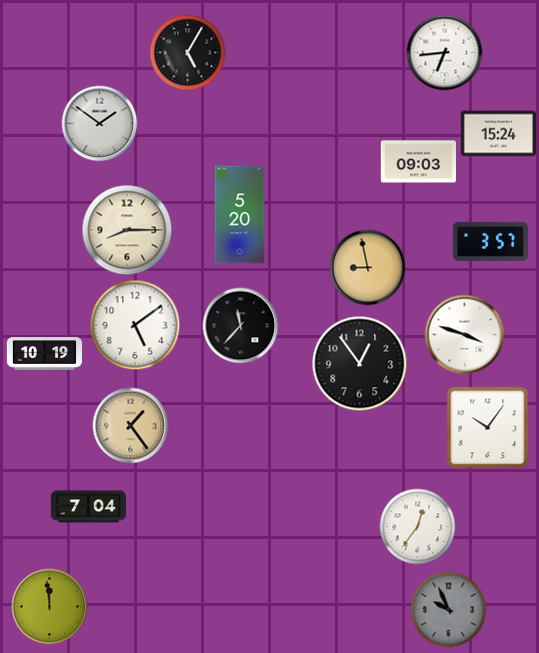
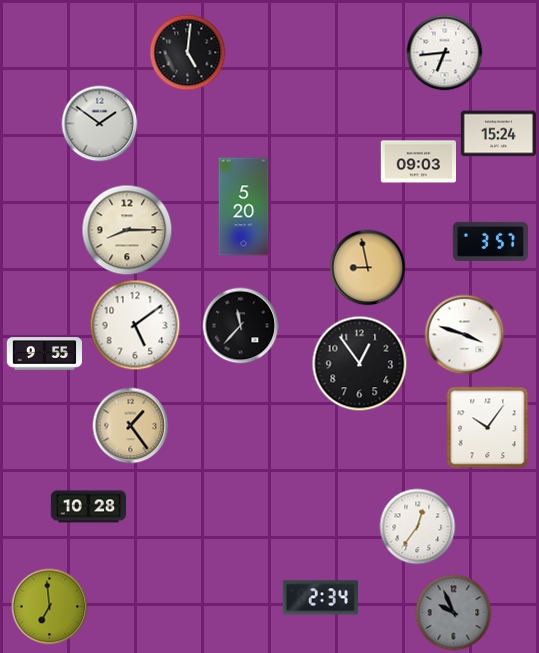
clock at (188, 53): 5:05 -> 5:01
clock at (240, 215) position: (240, 215) -> (244, 207)
clock at (44, 354): 10:19 -> 9:55
clock at (88, 507): 7:04 -> 10:28
clock at (320, 598): none -> 2:34
clock at (50, 607): 11:59 -> 6:59
clock at (449, 610) position: (449, 610) -> (454, 613)
